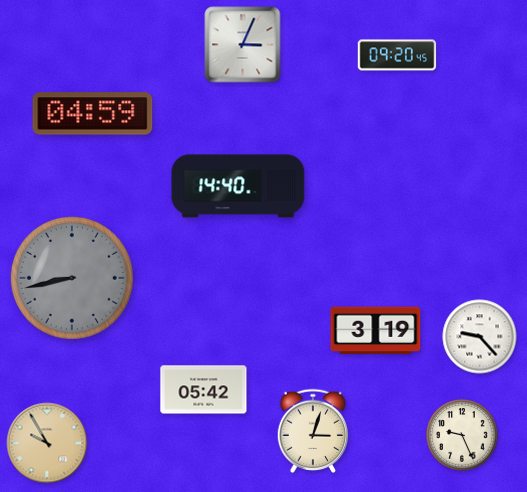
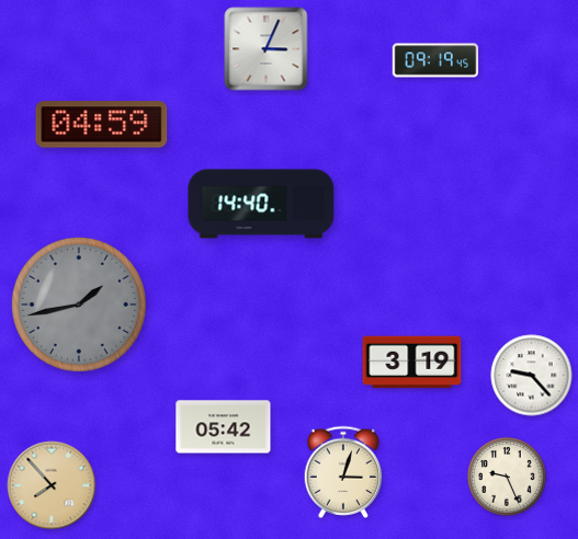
clock at (397, 55): 09:20 -> 09:19
clock at (72, 278): 8:43 -> 1:43
clock at (480, 337) position: (480, 337) -> (532, 376)
clock at (47, 443): 9:55 -> 7:53
